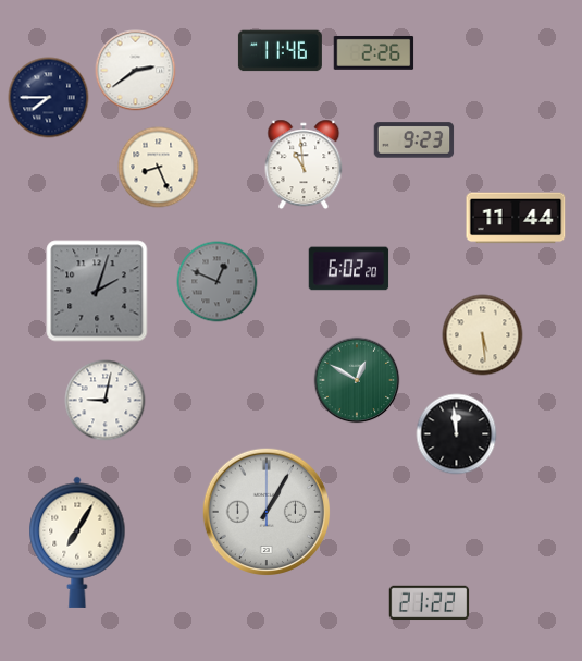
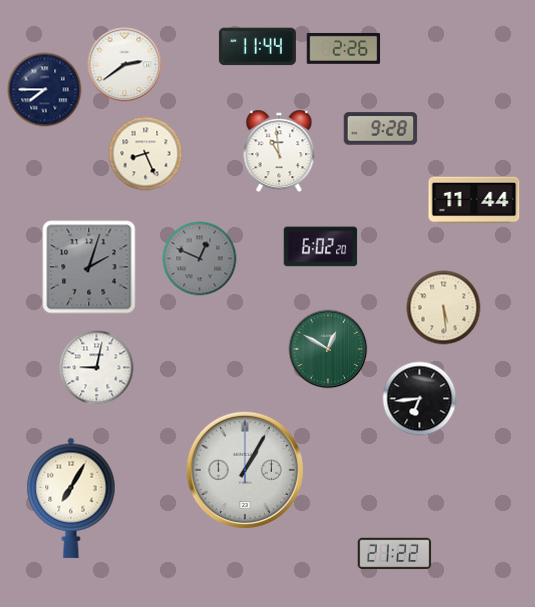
clock at (280, 51): 11:46 -> 11:44
clock at (414, 140): 9:23 -> 9:28
clock at (457, 434): 11:59 -> 6:44
